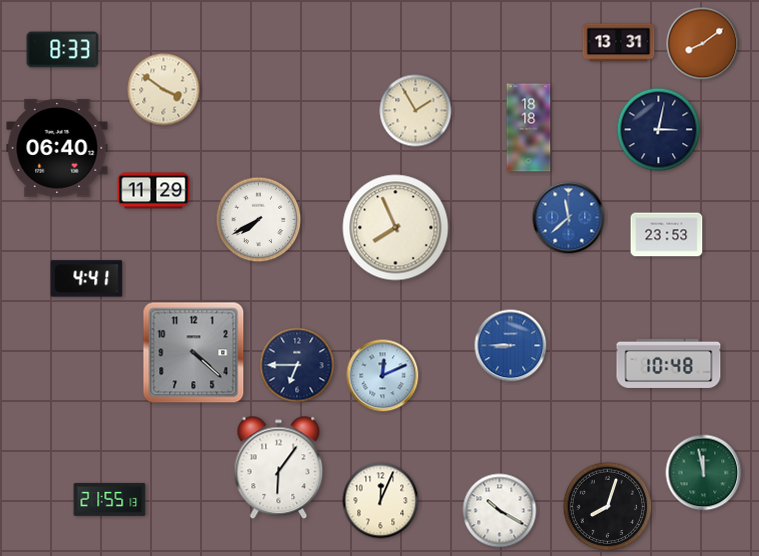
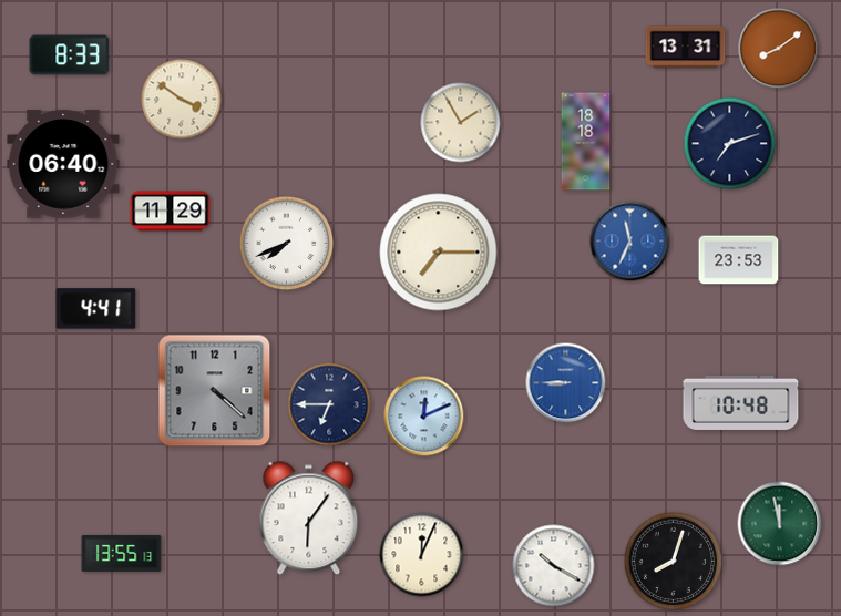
clock at (659, 130): 3:02 -> 7:12
clock at (569, 218): 11:38 -> 11:34
clock at (259, 220): 7:40 -> 7:41
clock at (396, 228): 7:56 -> 7:15
clock at (110, 499): 21:55 -> 13:55
